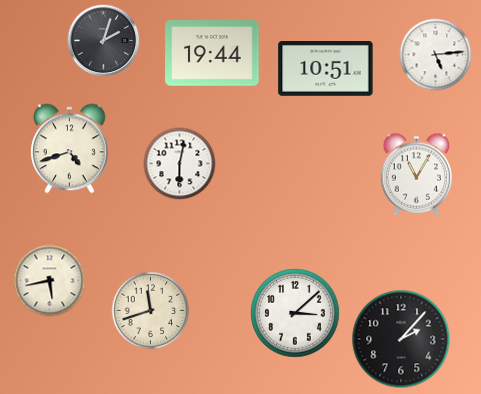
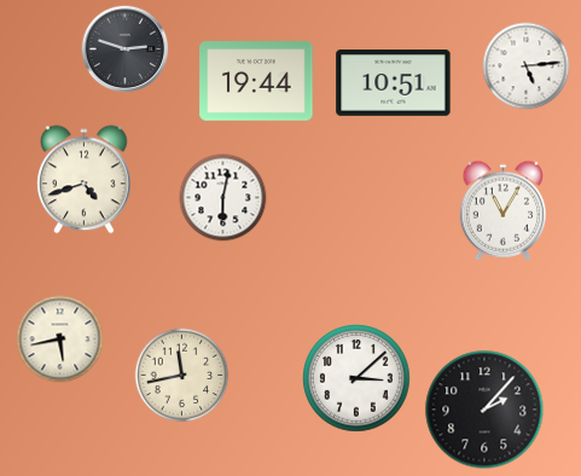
clock at (104, 41): 2:03 -> 2:48
clock at (212, 53) position: (212, 53) -> (256, 81)
clock at (180, 164) position: (180, 164) -> (223, 198)
clock at (151, 311): 11:42 -> 11:43
